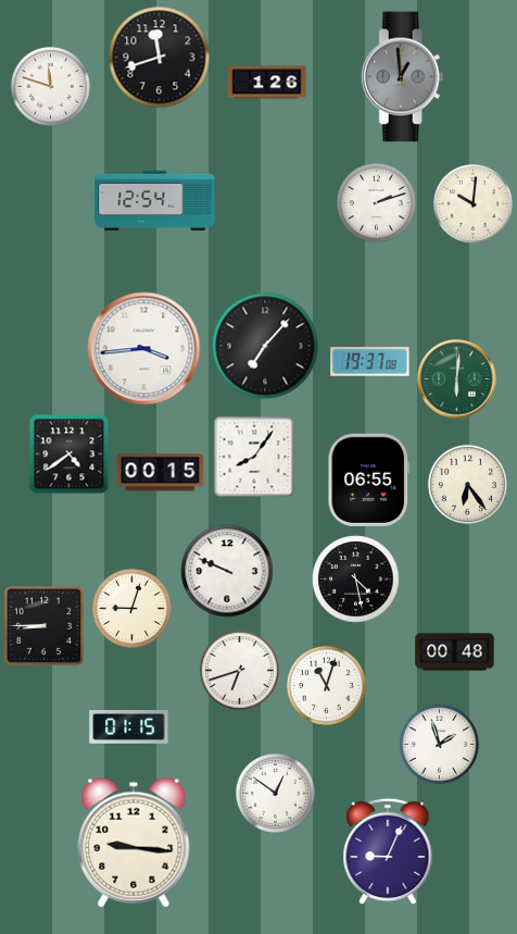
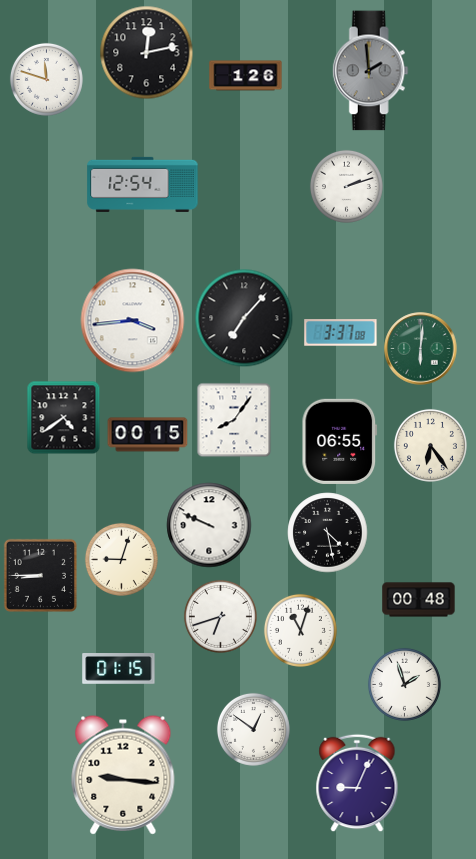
clock at (160, 58): 11:42 -> 12:13
clock at (402, 77): 12:59 -> 1:59
clock at (472, 203): 10:01 -> none
clock at (370, 362): 19:37 -> 3:37
